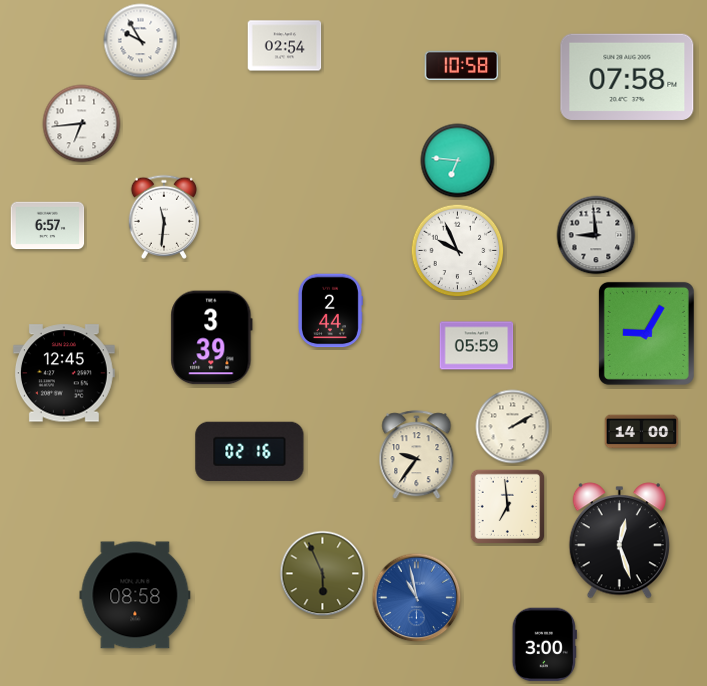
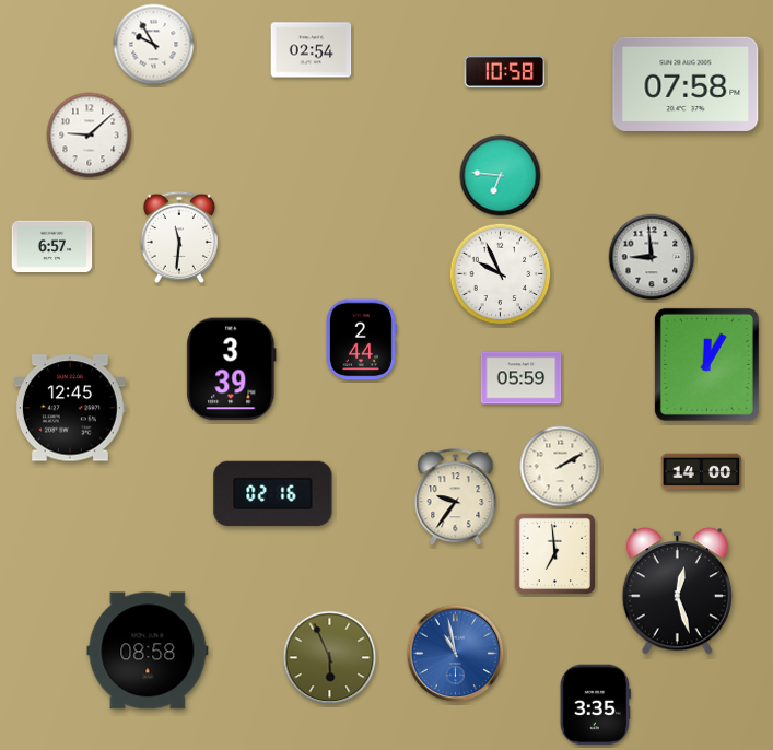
clock at (82, 124): 6:44 -> 9:08
clock at (646, 333): 9:05 -> 12:05
clock at (323, 574) position: (323, 574) -> (330, 658)
clock at (544, 645): 3:00 -> 3:35
